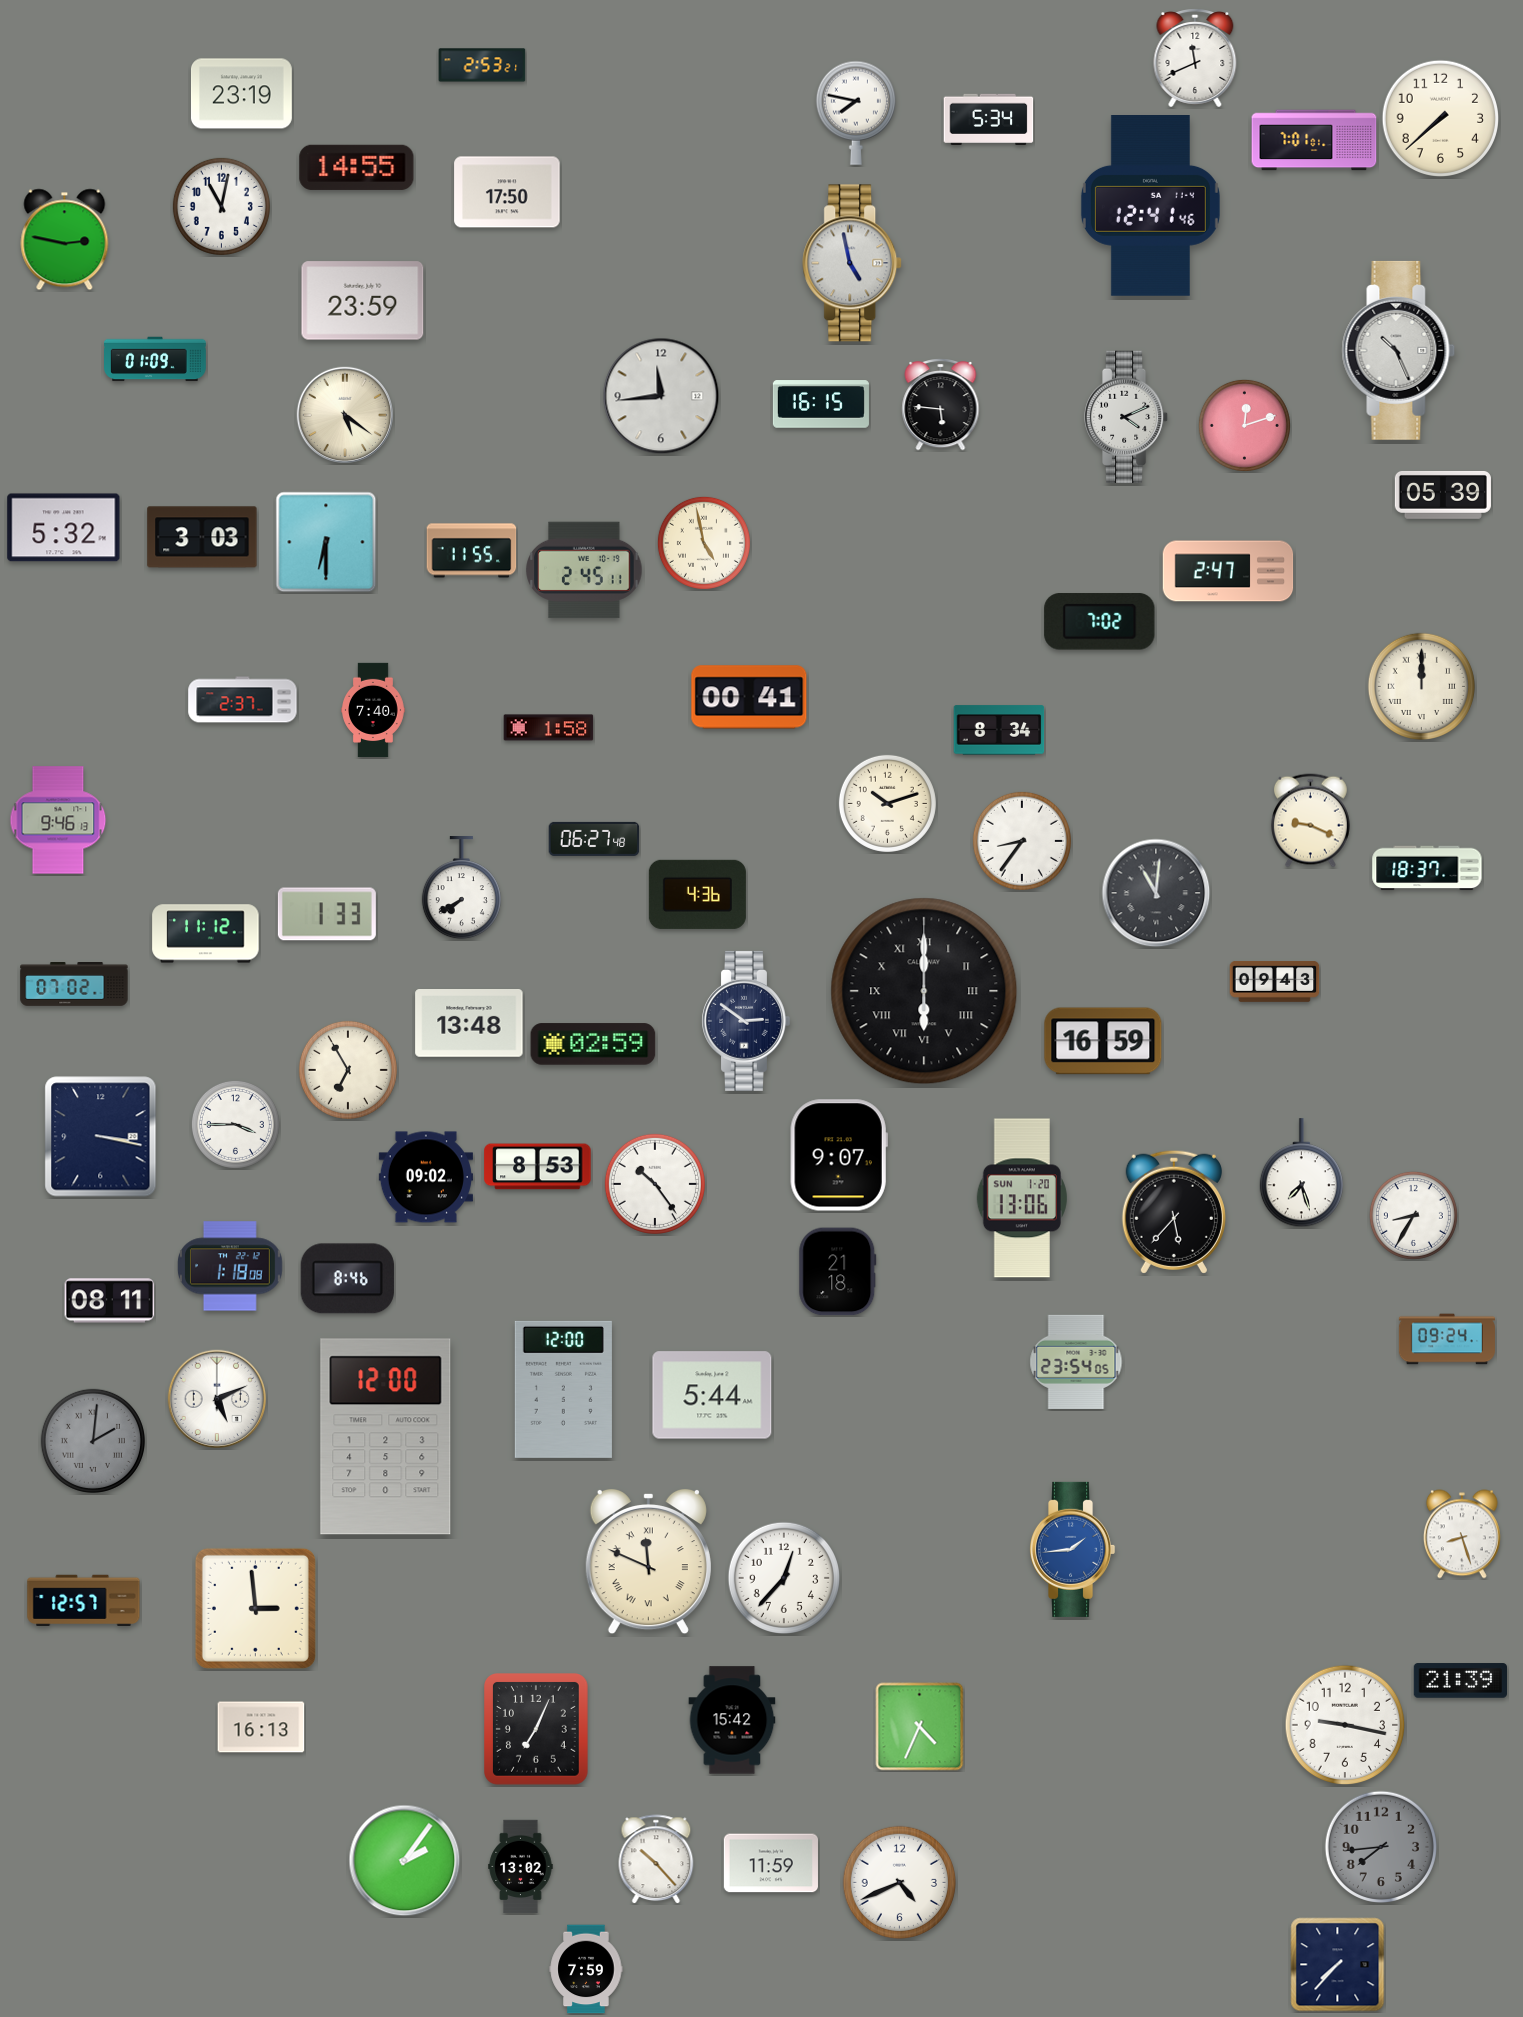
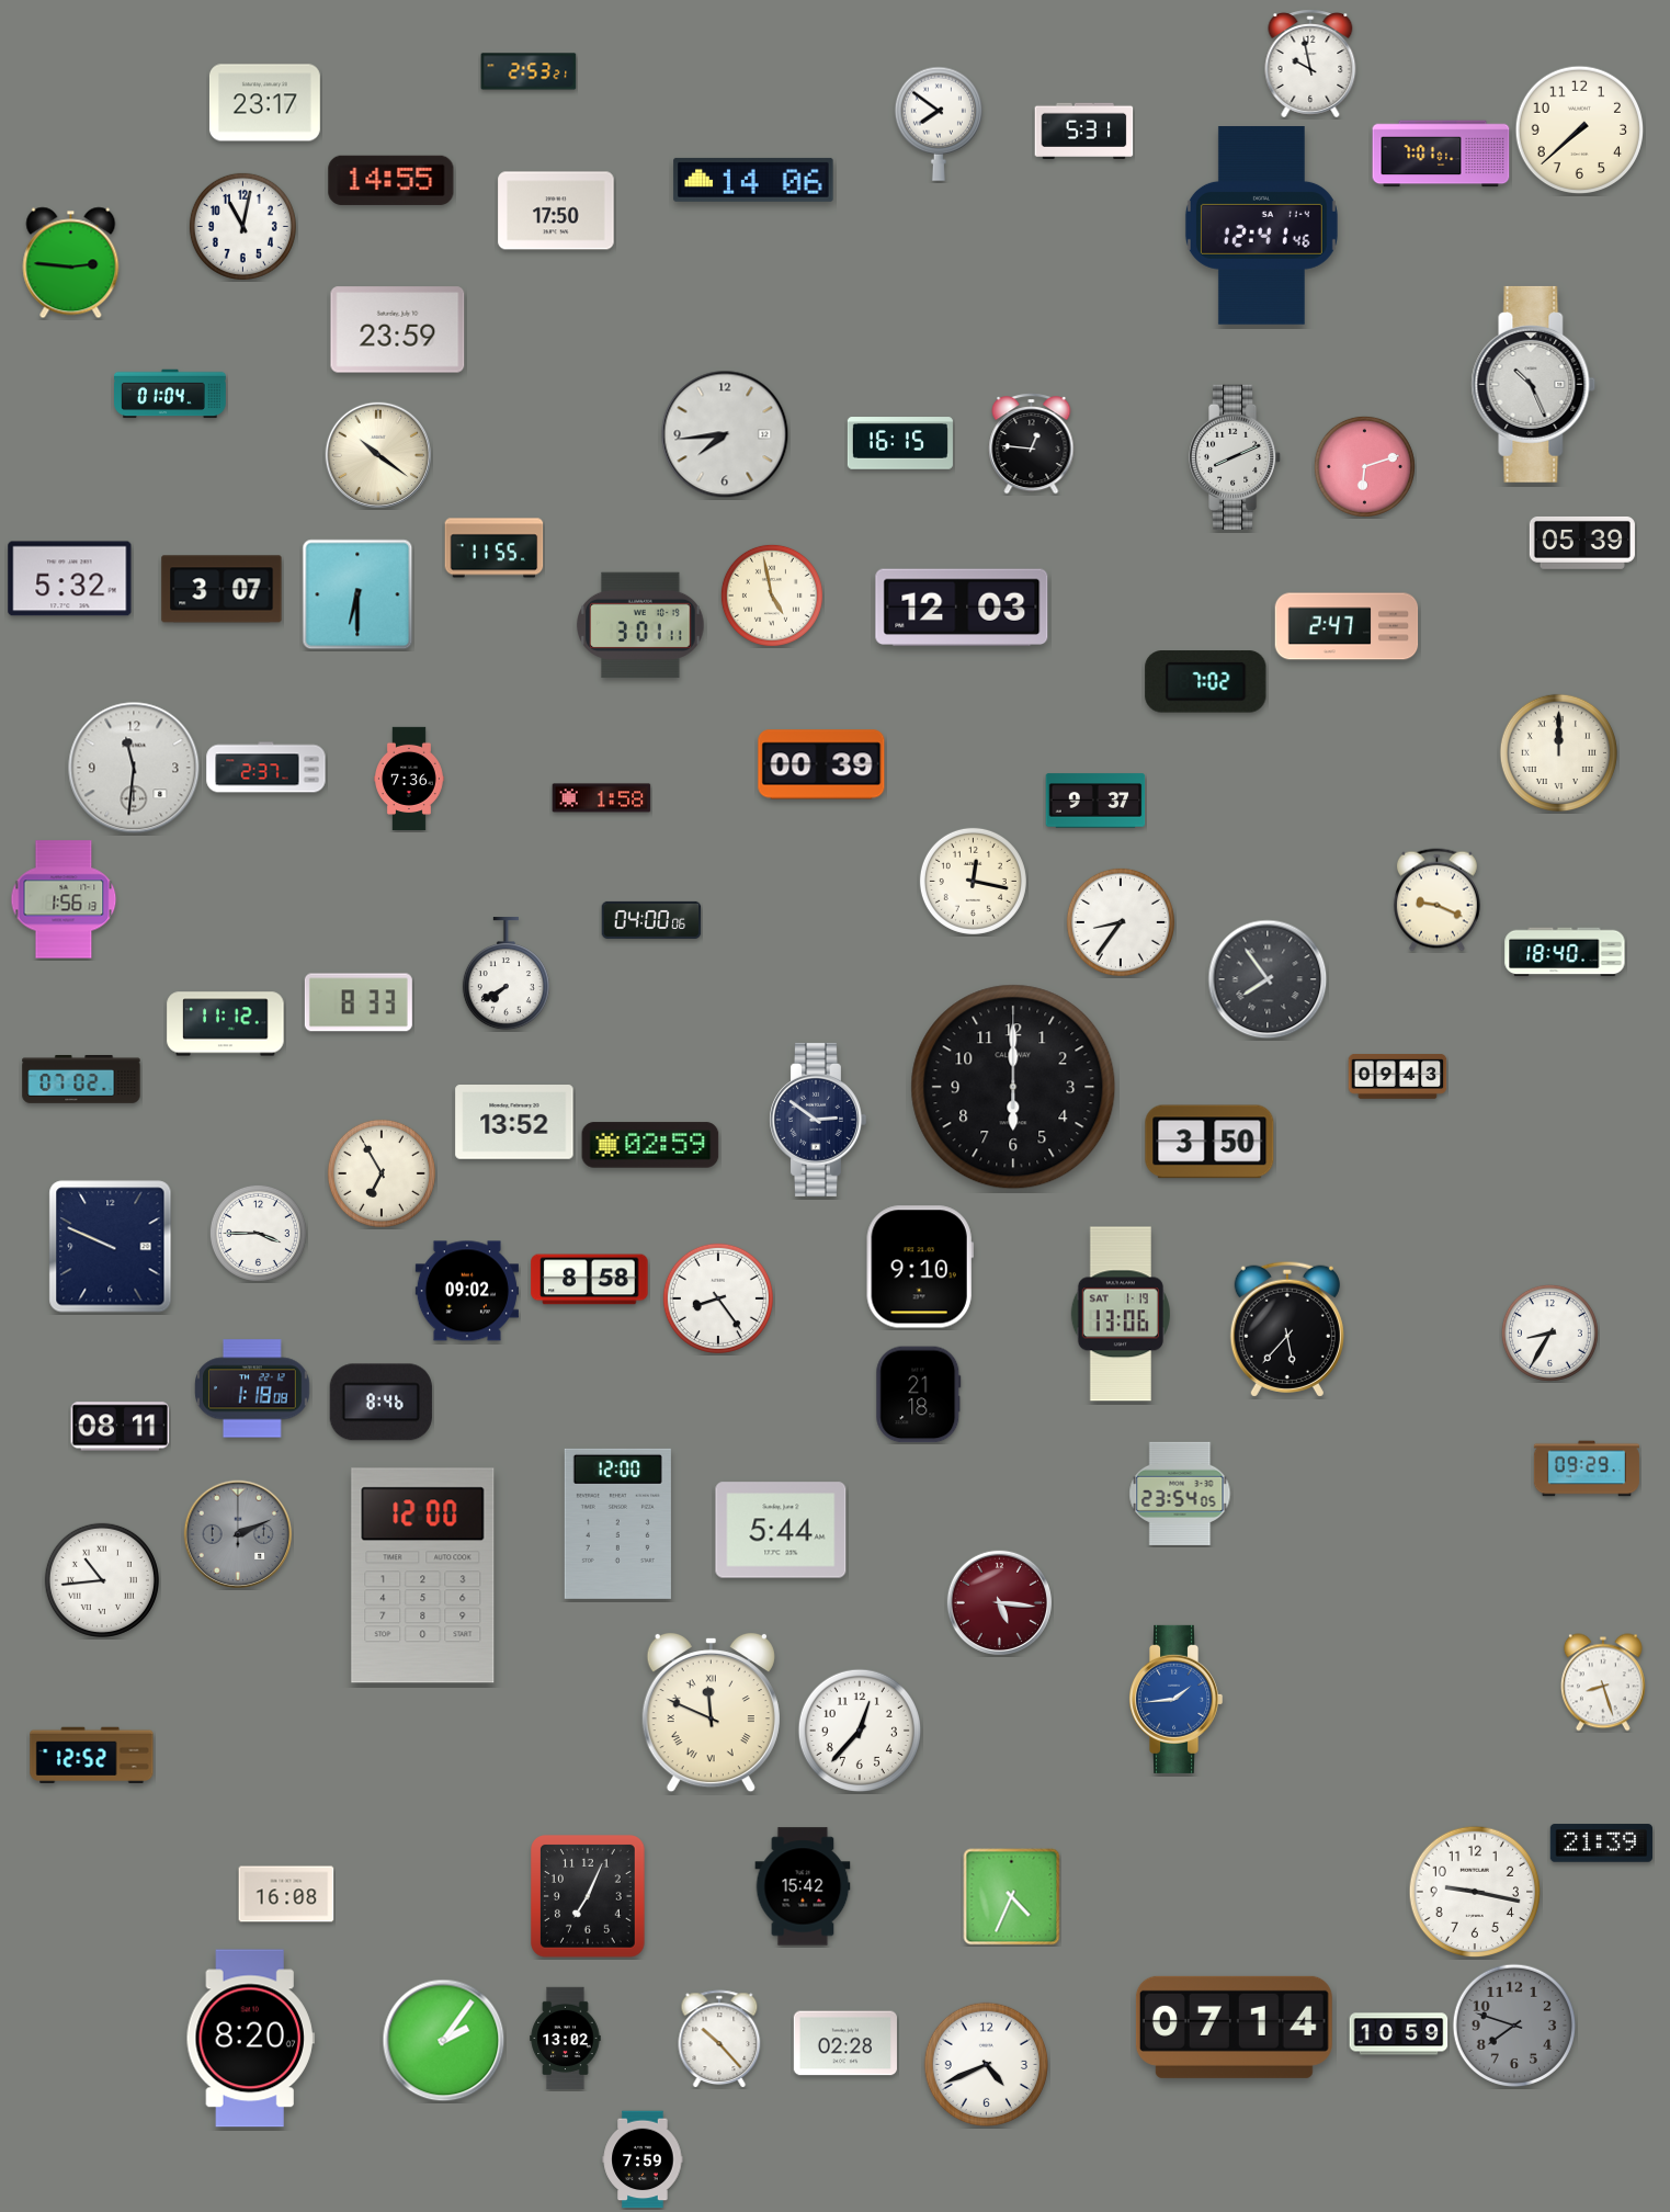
clock at (1195, 58): 11:41 -> 9:58
clock at (241, 94): 23:19 -> 23:17
clock at (856, 113): 7:47 -> 7:51
clock at (989, 119): 5:34 -> 5:31
clock at (753, 180): none -> 14:06
clock at (357, 167) position: (357, 167) -> (391, 180)
clock at (65, 240): 2:47 -> 2:46
clock at (853, 263): 4:58 -> none
clock at (155, 359): 01:09 -> 01:04
clock at (661, 396): 11:44 -> 7:44
clock at (941, 405): 5:46 -> 12:46
clock at (344, 414): 5:21 -> 10:21
clock at (1127, 417): 4:11 -> 8:11
clock at (1244, 425): 12:12 -> 6:12
clock at (202, 537): 3:03 -> 3:07
clock at (472, 551) position: (472, 551) -> (495, 548)
clock at (962, 606): none -> 12:03
clock at (584, 570): 2:45 -> 3:01
clock at (749, 697): 00:41 -> 00:39
clock at (134, 768): none -> 11:31
clock at (374, 710): 7:40 -> 7:36
clock at (999, 730): 8:34 -> 9:37
clock at (887, 803): 10:12 -> 12:17
clock at (58, 820): 9:46 -> 1:56
clock at (594, 839): 06:27 -> 04:00
clock at (1427, 868): 18:37 -> 18:40
clock at (1156, 893): 11:01 -> 7:54
clock at (697, 894): 4:36 -> none
clock at (327, 914): 1:33 -> 8:33
clock at (924, 991) numerals: Roman -> Arabic
clock at (469, 1024): 13:48 -> 13:52
clock at (1103, 1041): 16:59 -> 3:50
clock at (101, 1137): 3:17 -> 9:49
clock at (839, 1155): 9:07 -> 9:10
clock at (538, 1167): 8:53 -> 8:58
clock at (1301, 1173): 7:27 -> none
clock at (655, 1184): 10:24 -> 8:24
clock at (1022, 1198) date: SUN 1-20 -> SAT 1-19
clock at (1447, 1339): 09:24 -> 09:29
clock at (217, 1399): 5:11 -> 2:11
clock at (217, 1399) dial: white -> grey
clock at (93, 1441): 2:01 -> 10:44
clock at (93, 1441) dial: grey -> white
clock at (999, 1602): none -> 5:16
clock at (84, 1601): 12:57 -> 12:52
clock at (255, 1608): 2:59 -> none
clock at (261, 1727): 16:13 -> 16:08
clock at (920, 1727) position: (920, 1727) -> (1012, 1897)
clock at (1380, 1846): 7:44 -> 7:48
clock at (1234, 2027): none -> 07:14
clock at (1399, 2034): none -> 10:59
clock at (250, 2039): none -> 8:20
clock at (771, 1863): 11:59 -> 02:28
clock at (521, 1867) position: (521, 1867) -> (566, 2039)
clock at (1338, 1965): 7:37 -> none
